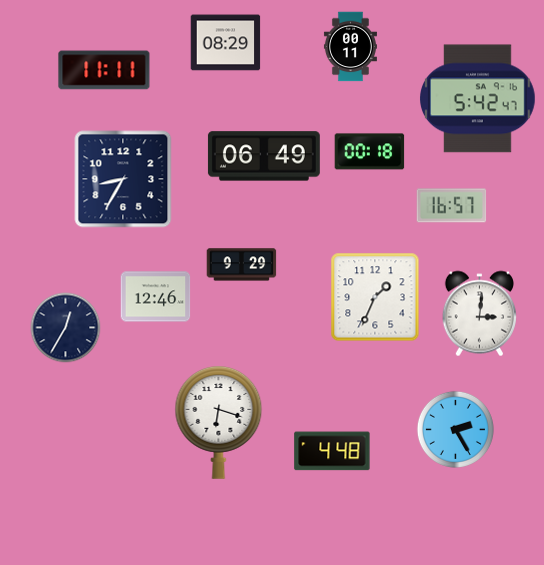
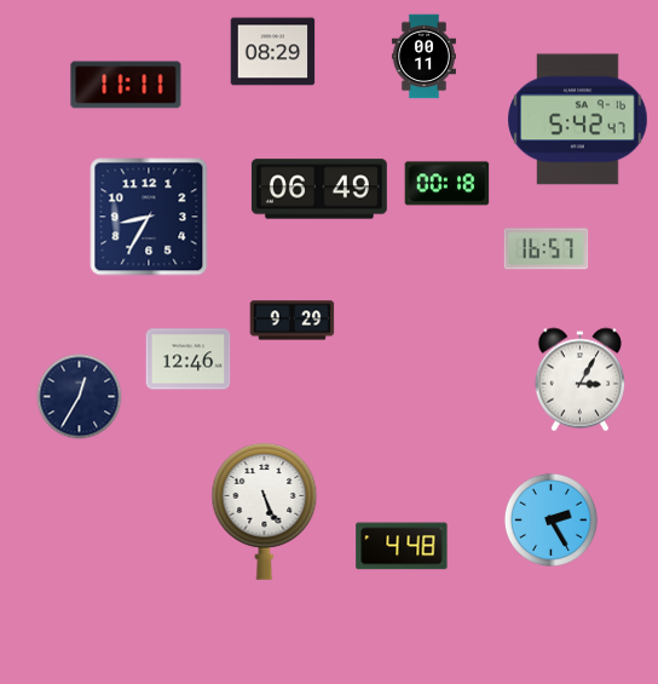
clock at (375, 297): 1:34 -> none
clock at (479, 314): 3:01 -> 3:05
clock at (219, 423): 6:18 -> 5:26
